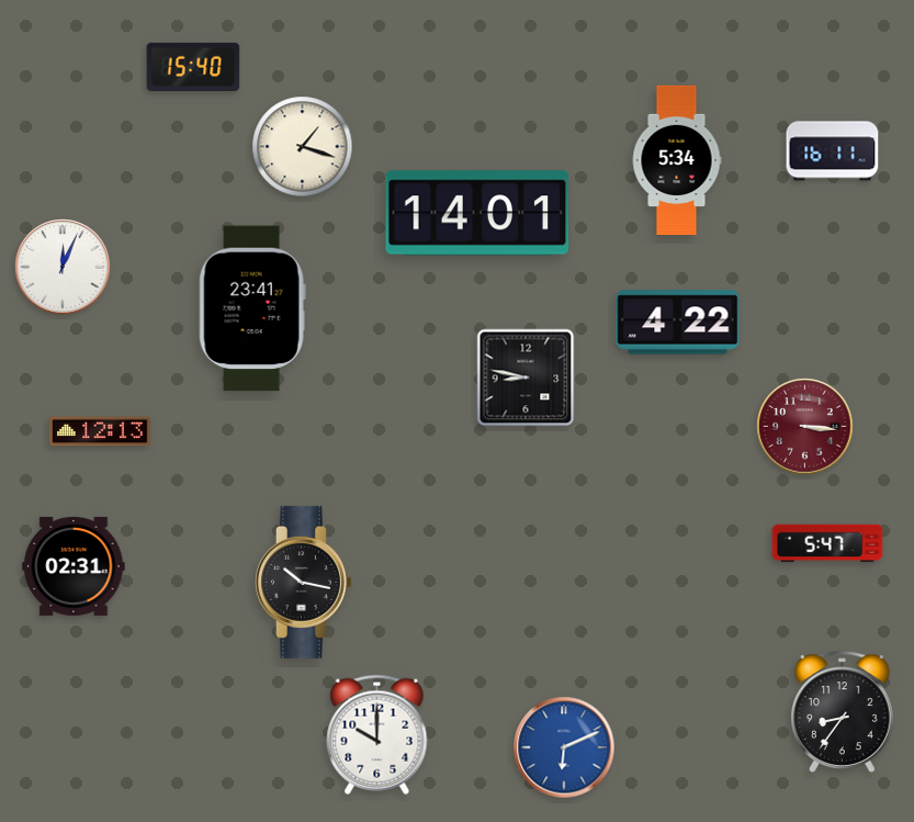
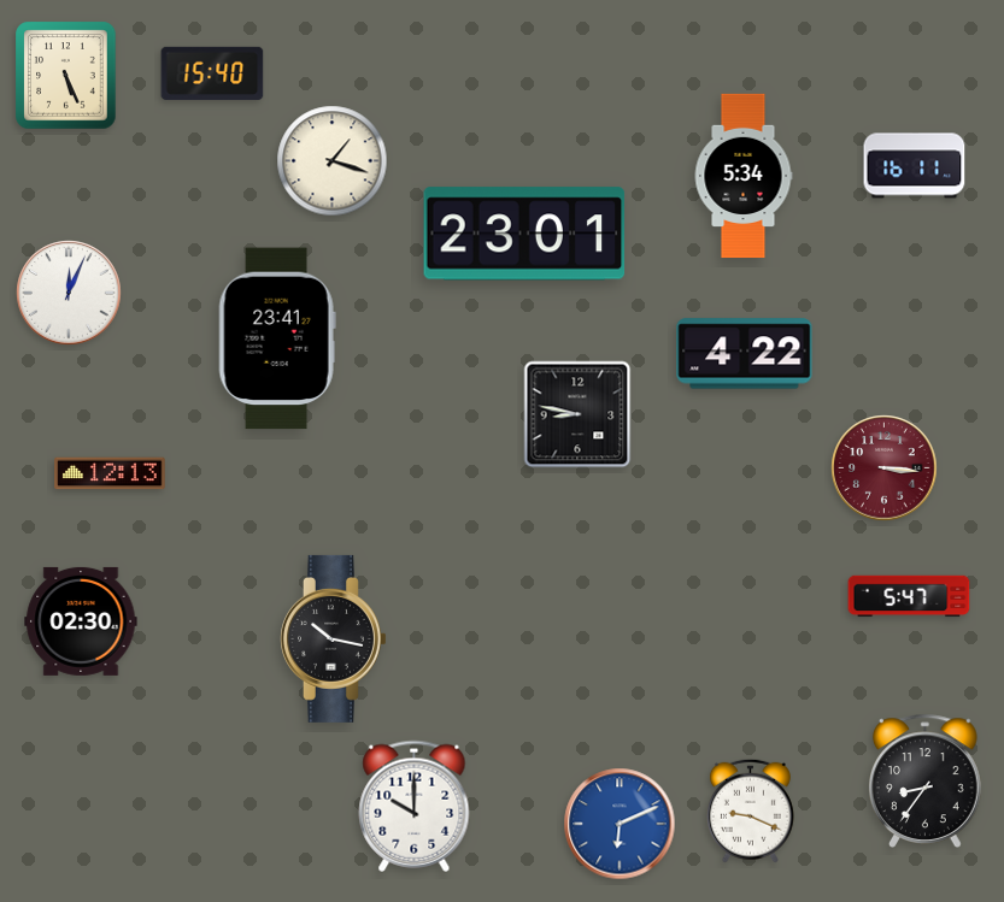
clock at (66, 76): none -> 5:26
clock at (477, 213): 14:01 -> 23:01
clock at (74, 566): 02:31 -> 02:30
clock at (750, 810): none -> 9:19
clock at (564, 747) position: (564, 747) -> (620, 824)
